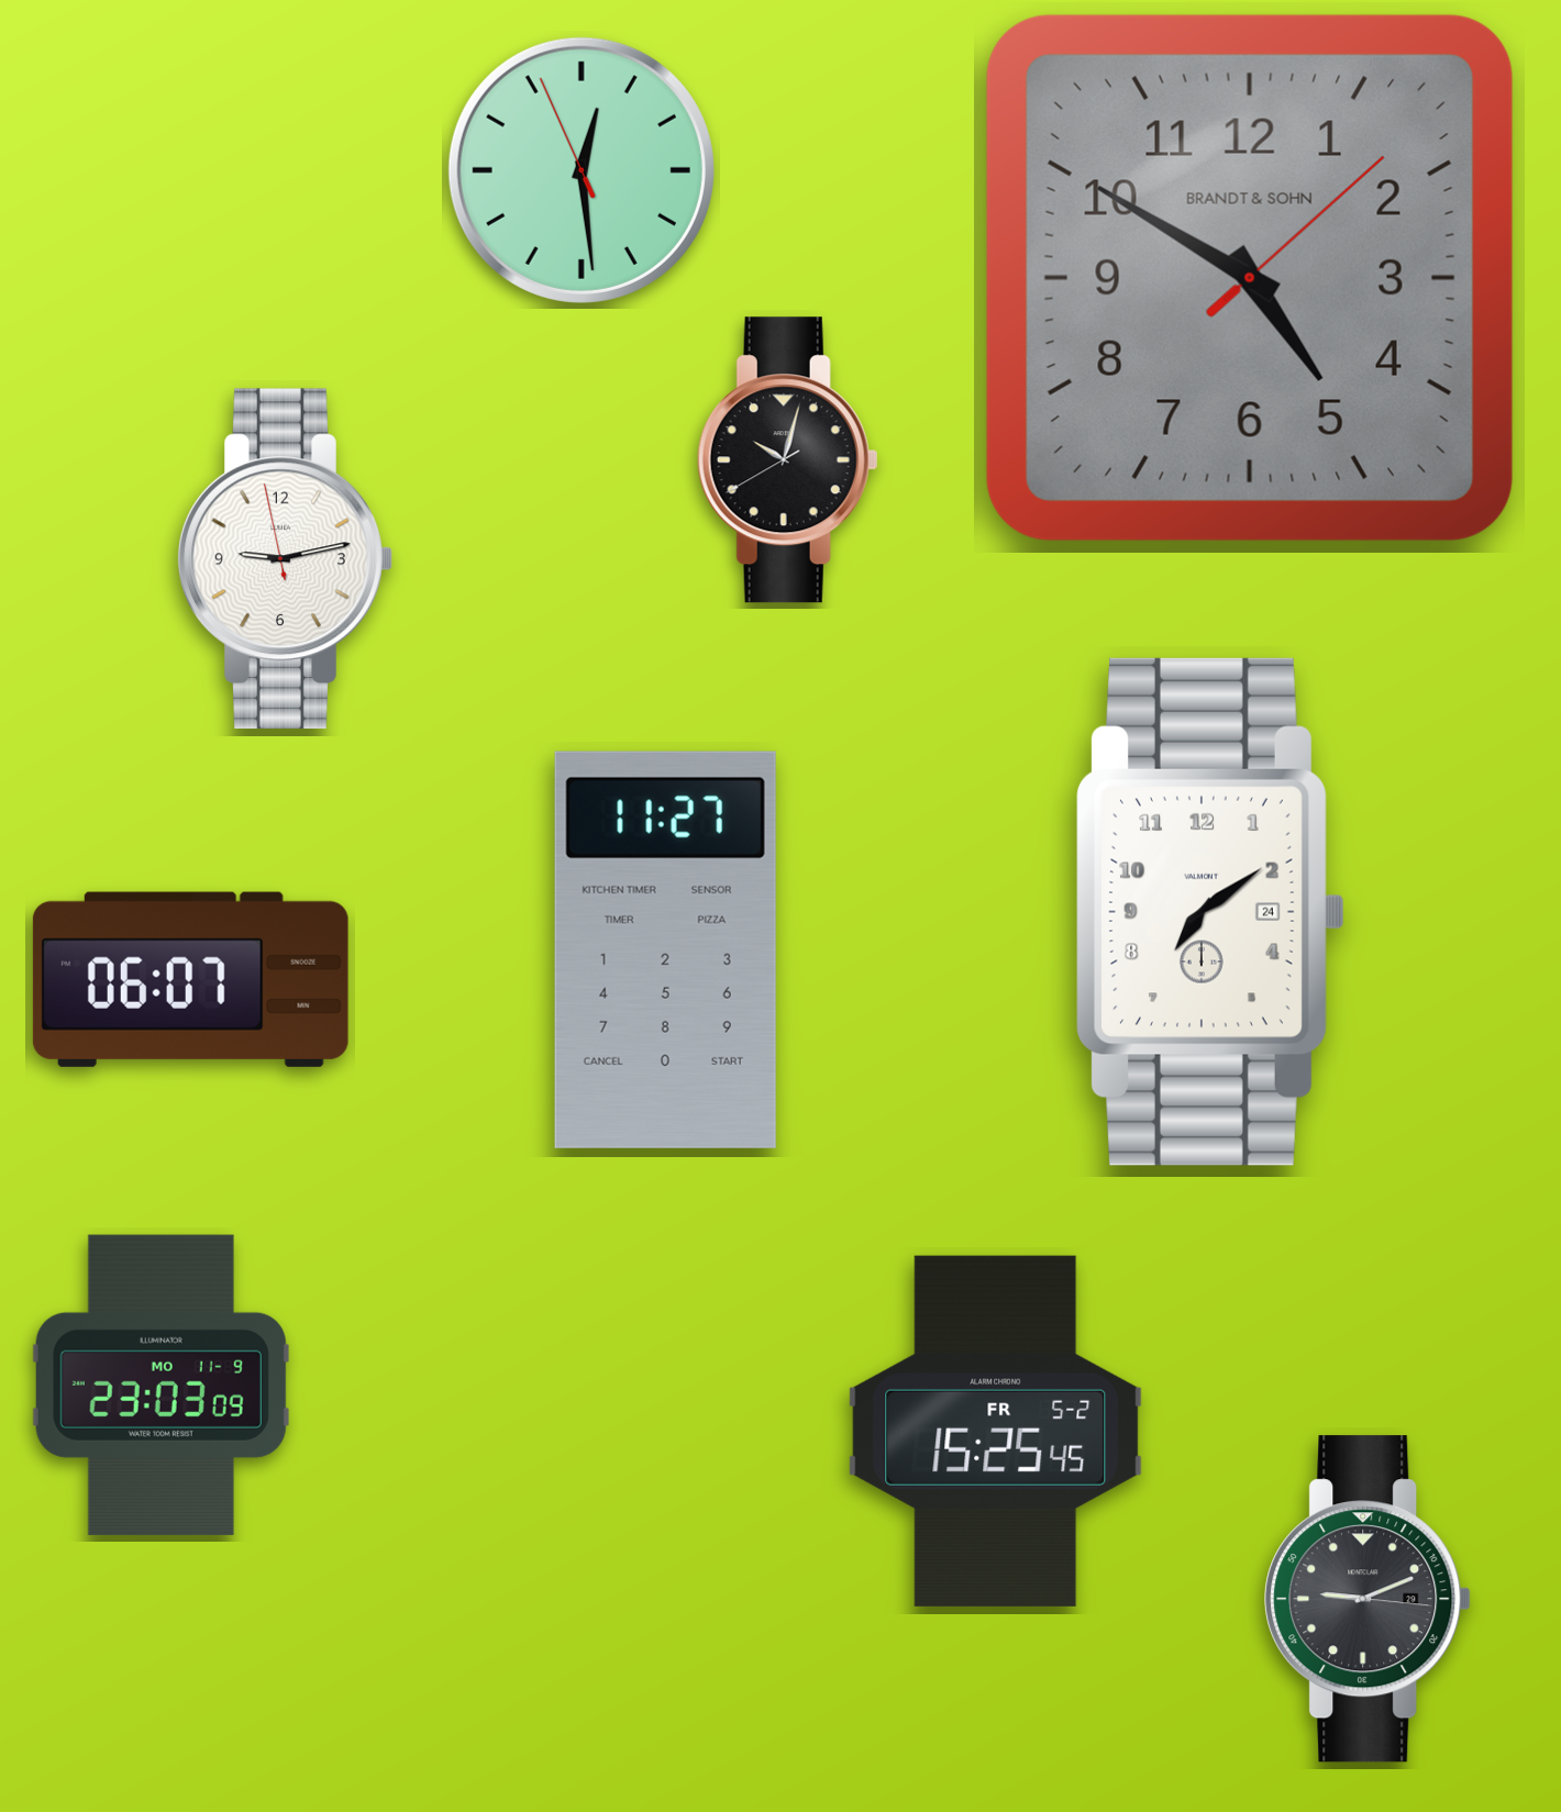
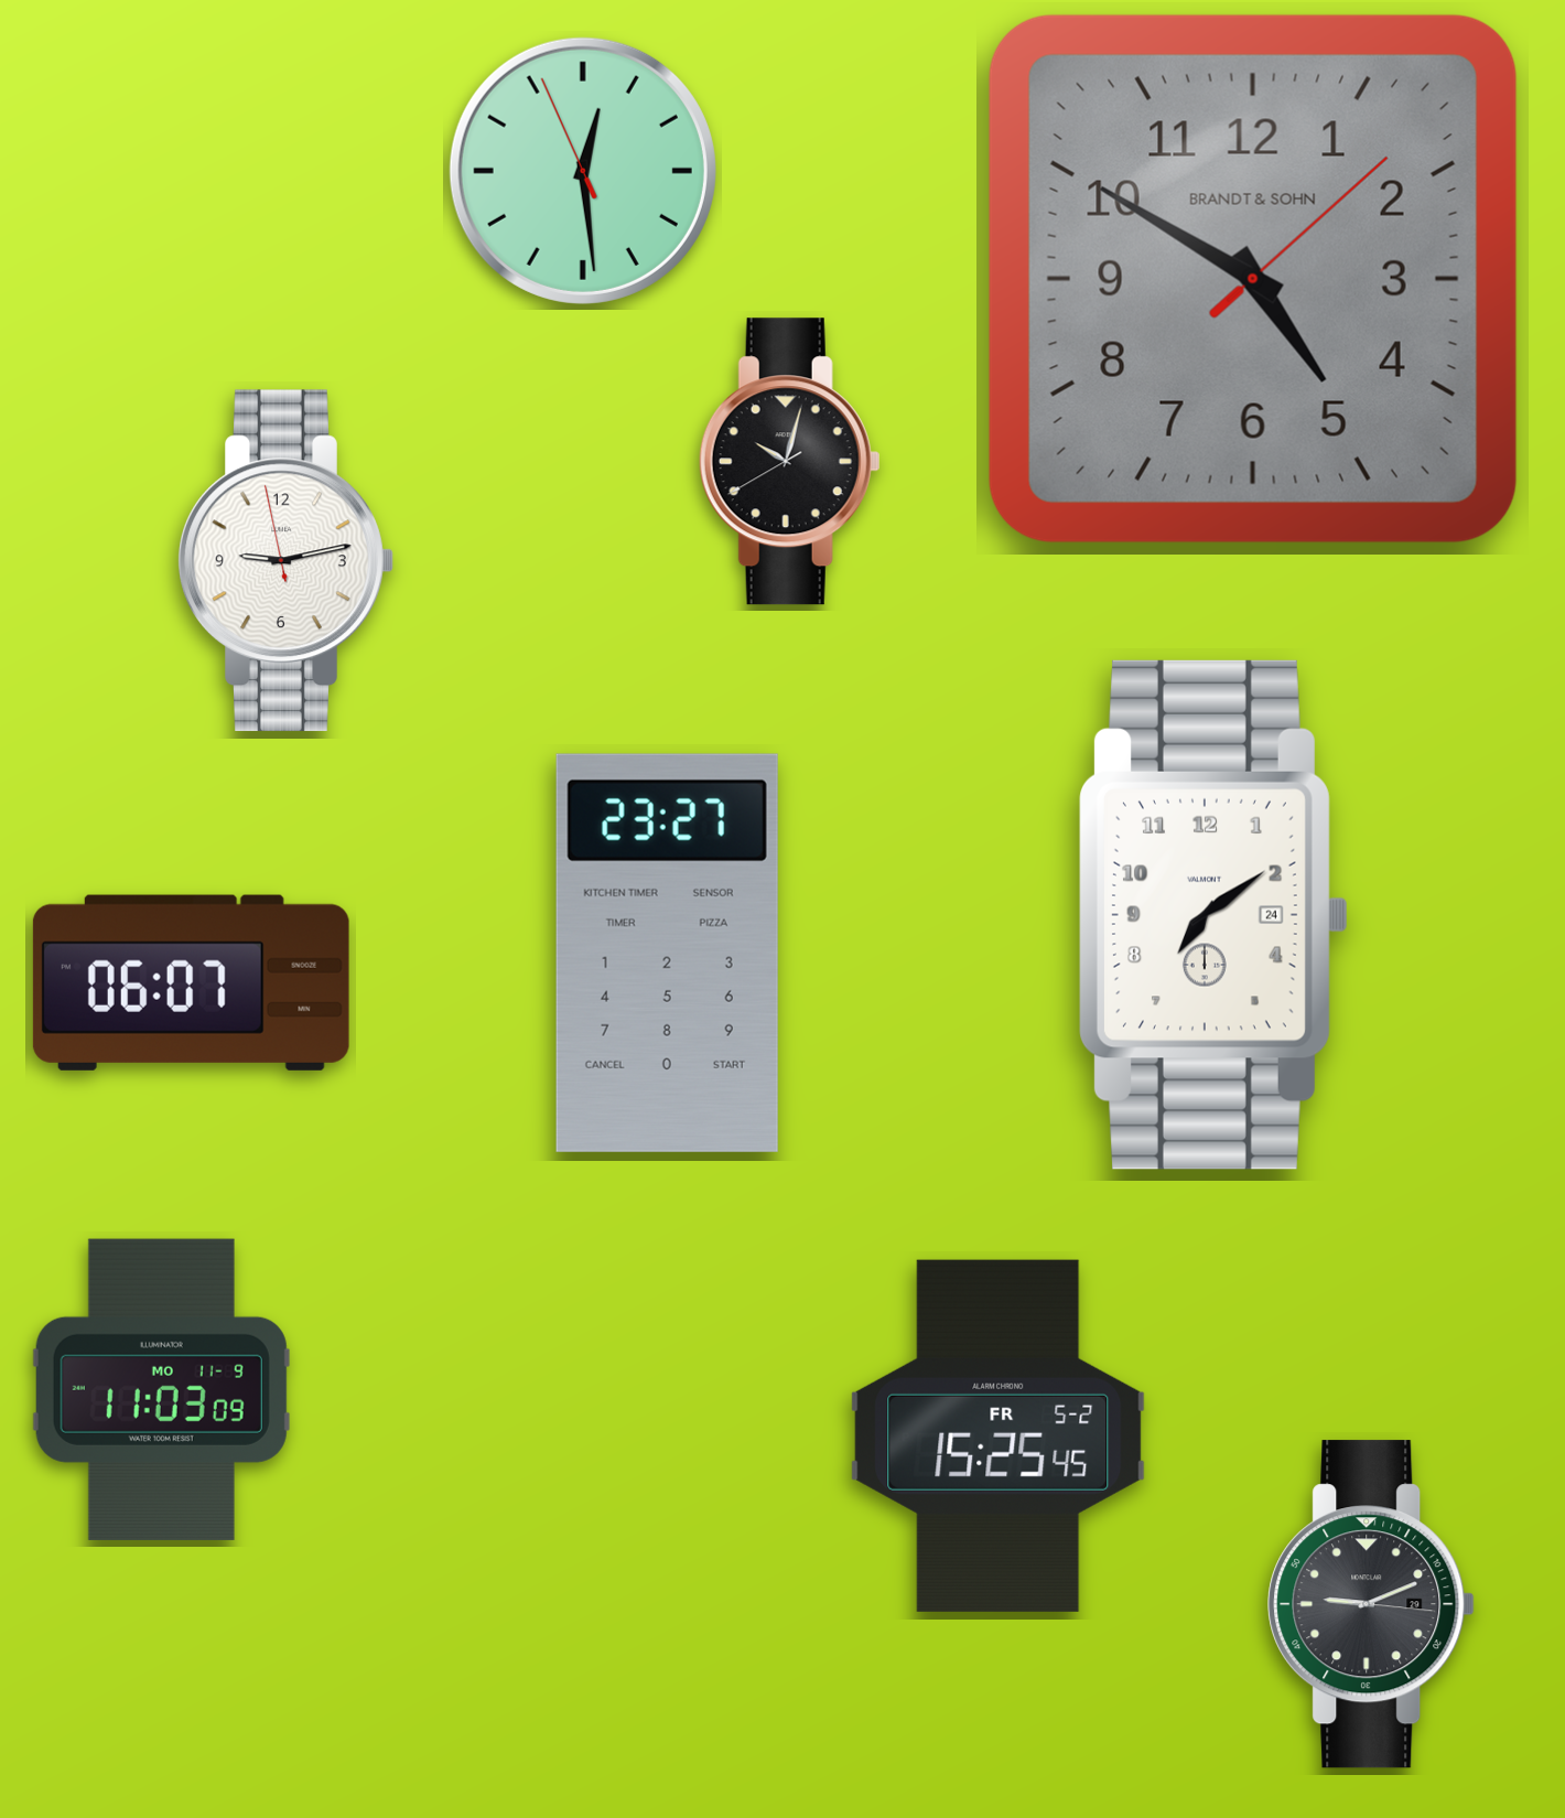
clock at (665, 949): 11:27 -> 23:27
clock at (160, 1385): 23:03 -> 11:03
